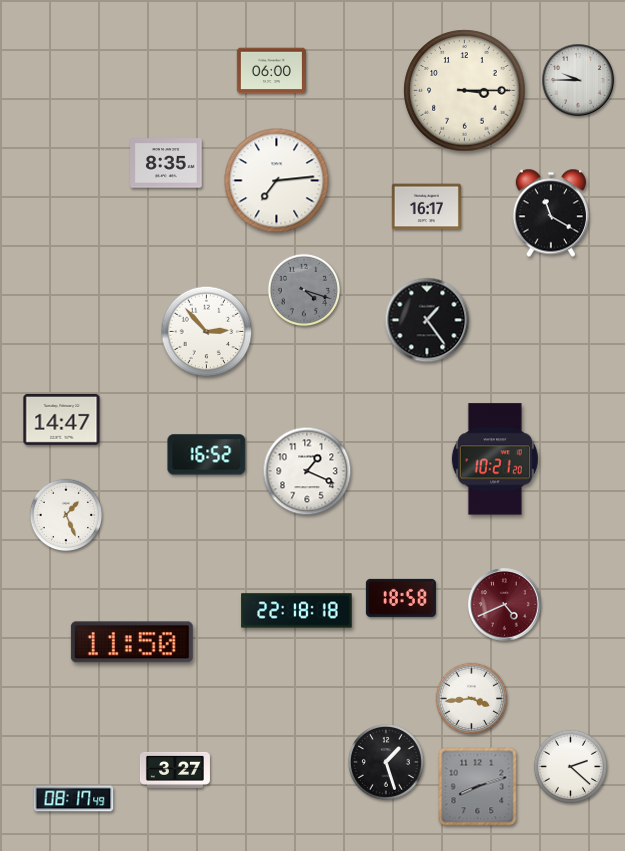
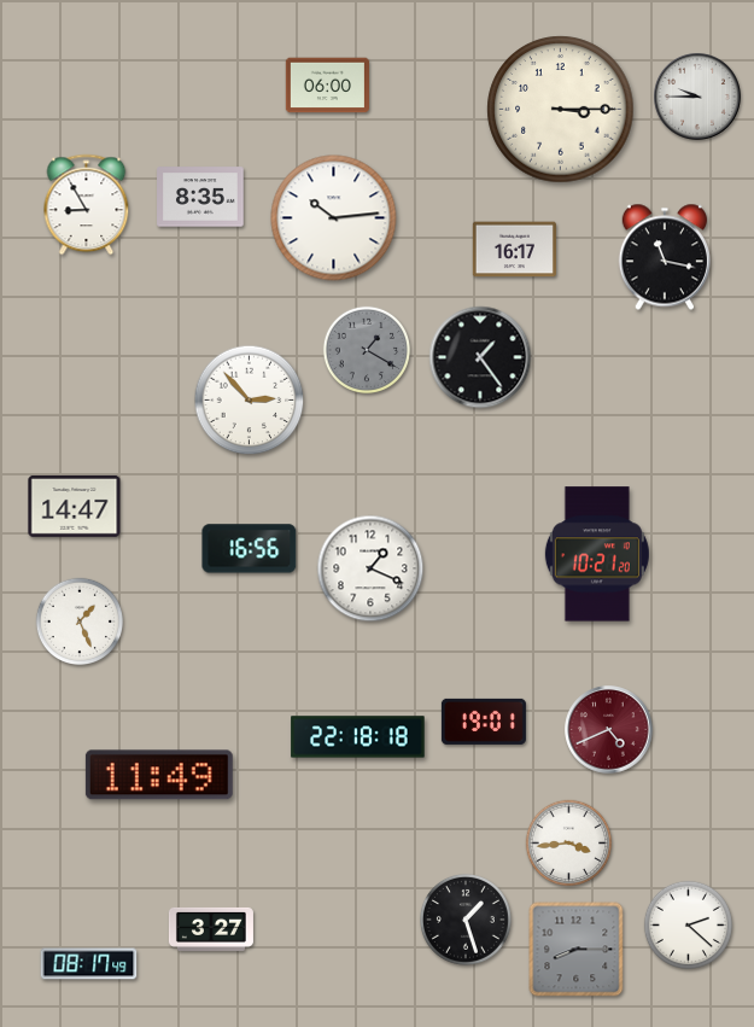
clock at (87, 205): none -> 8:55
clock at (277, 181): 7:14 -> 10:14
clock at (550, 213): 11:20 -> 11:17
clock at (304, 290): 4:18 -> 1:20
clock at (427, 320) position: (427, 320) -> (480, 357)
clock at (207, 455): 16:52 -> 16:56
clock at (401, 598): 18:58 -> 19:01
clock at (132, 642): 11:50 -> 11:49
clock at (478, 787): 8:12 -> 8:15
